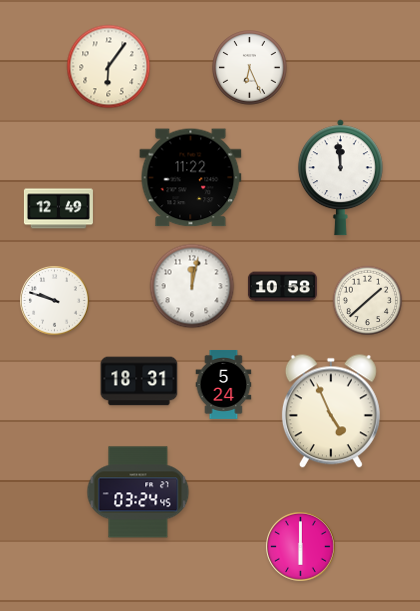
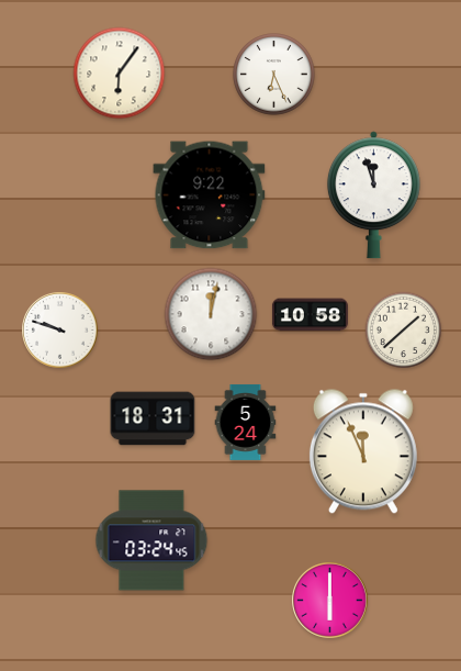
clock at (191, 178): 11:22 -> 9:22
clock at (340, 178): 11:59 -> 11:57
clock at (58, 209): 12:49 -> none
clock at (331, 411): 4:56 -> 11:56
